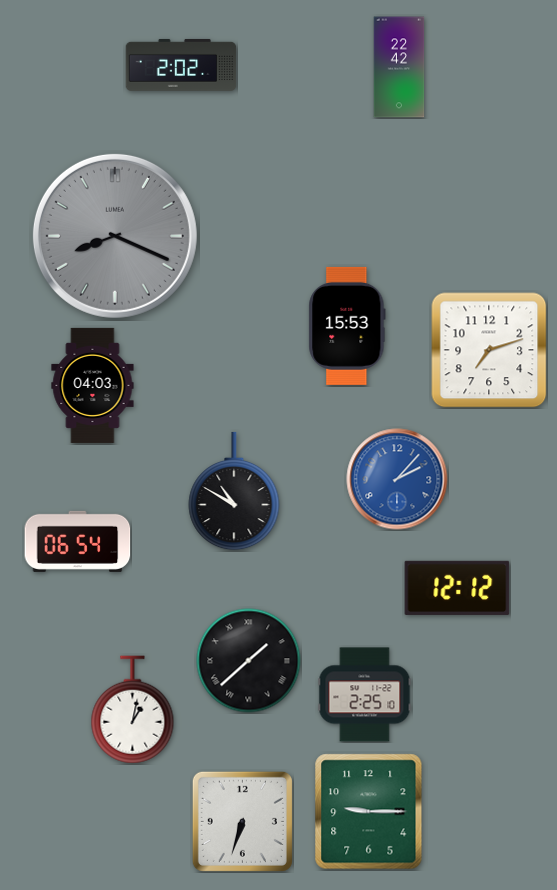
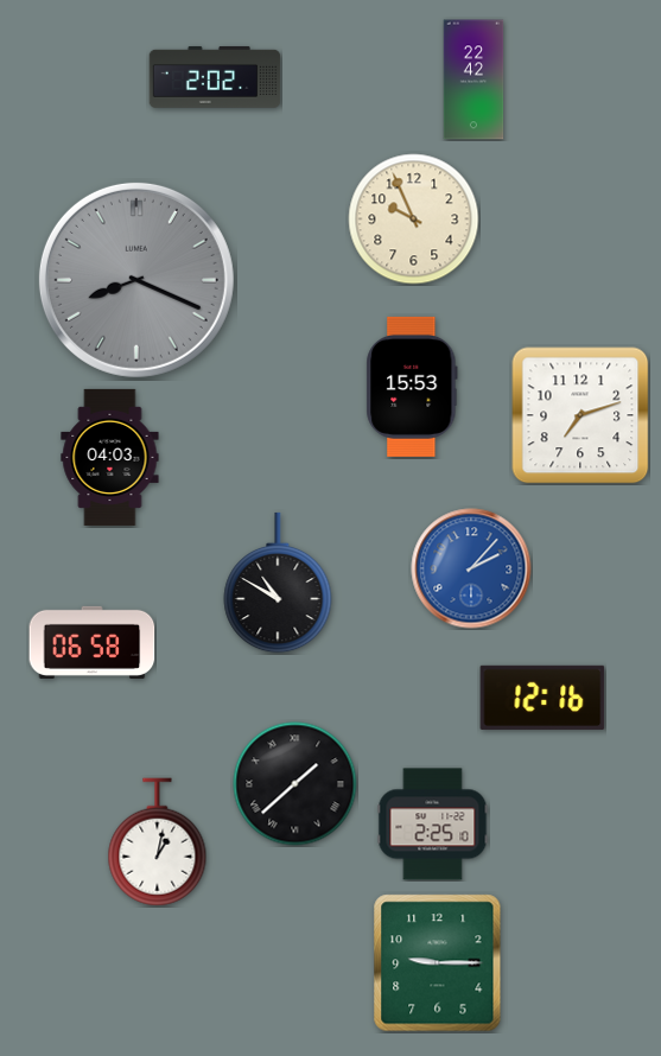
clock at (414, 220): none -> 9:56
clock at (78, 541): 06:54 -> 06:58
clock at (457, 588): 12:12 -> 12:16
clock at (242, 821): 6:33 -> none
